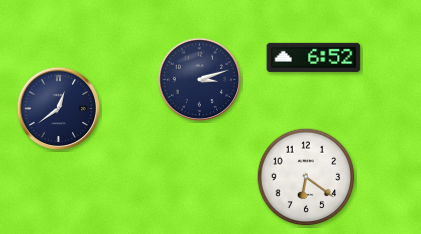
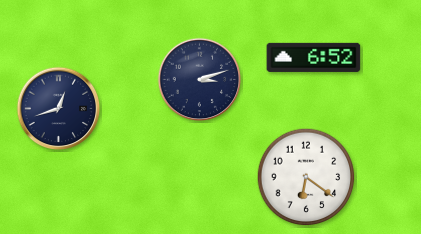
clock at (59, 109): 12:39 -> 12:42
